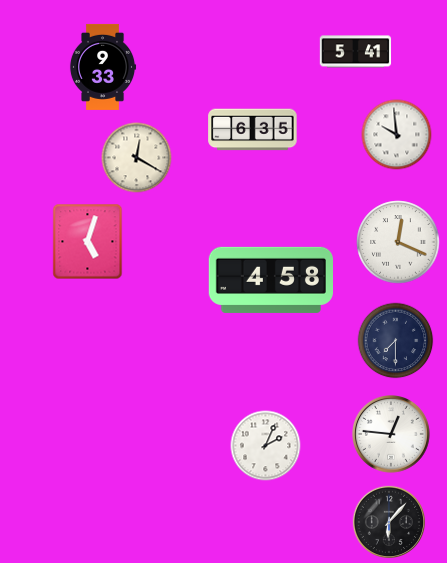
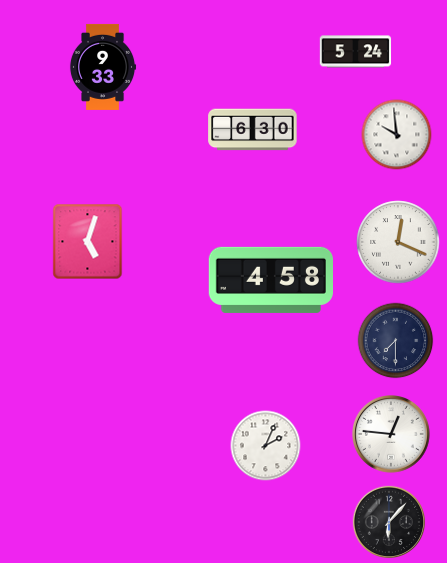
clock at (356, 52): 5:41 -> 5:24
clock at (253, 130): 6:35 -> 6:30
clock at (137, 158): 12:20 -> none
